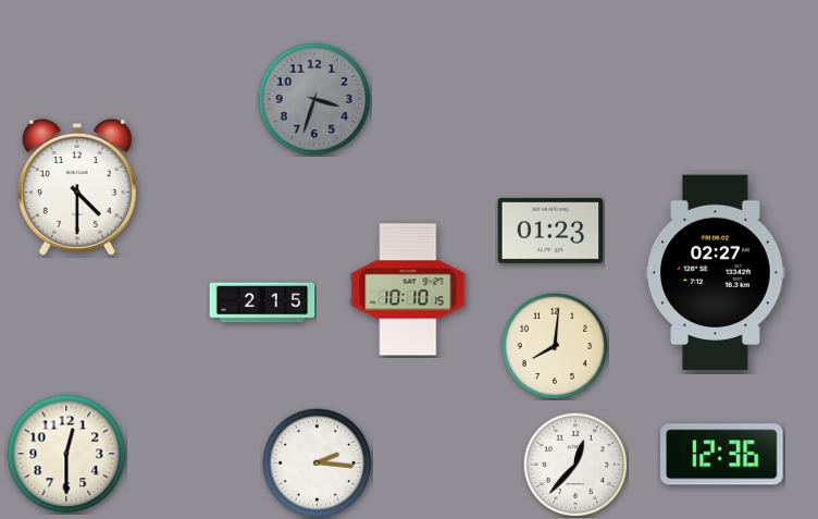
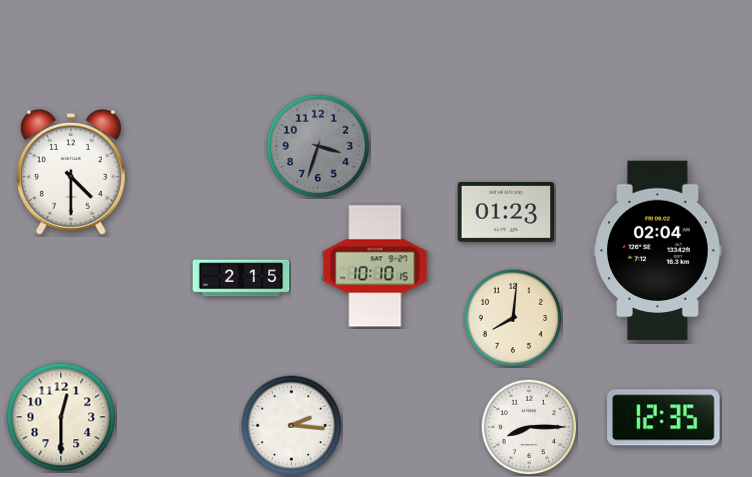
clock at (314, 99) position: (314, 99) -> (318, 146)
clock at (716, 273): 02:27 -> 02:04
clock at (555, 346) position: (555, 346) -> (513, 318)
clock at (722, 455): 12:36 -> 12:35
clock at (575, 465): 12:37 -> 8:15
